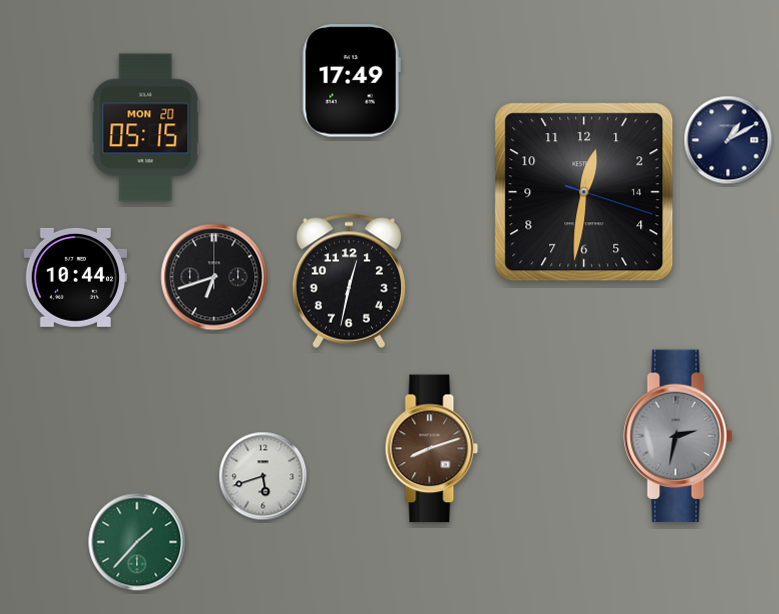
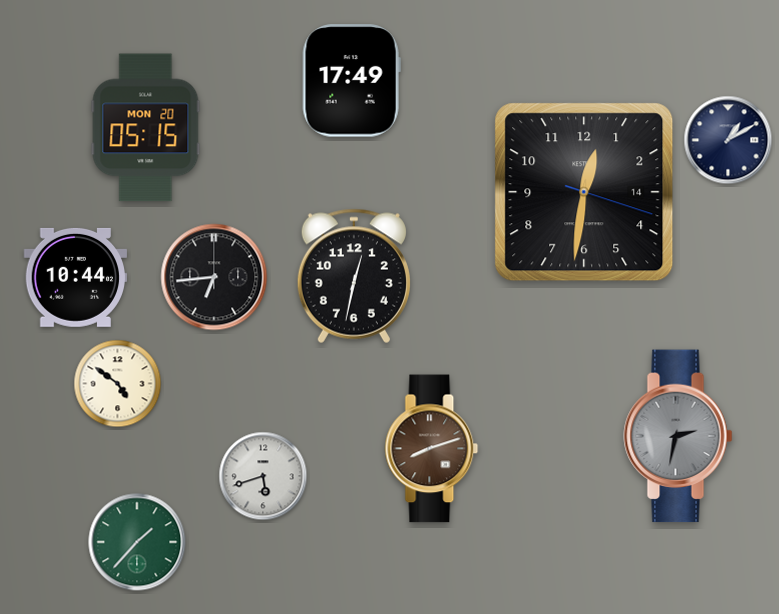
clock at (214, 277): 6:42 -> 6:44
clock at (349, 281) position: (349, 281) -> (354, 276)
clock at (118, 384): none -> 4:51
